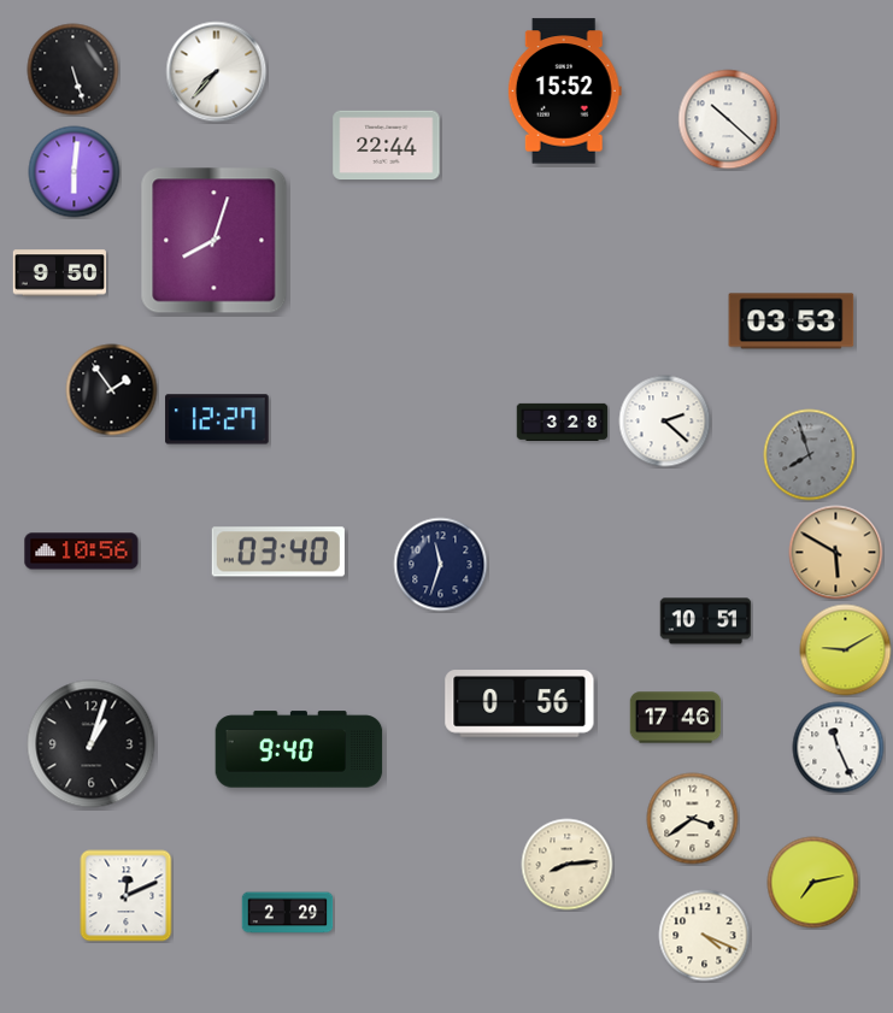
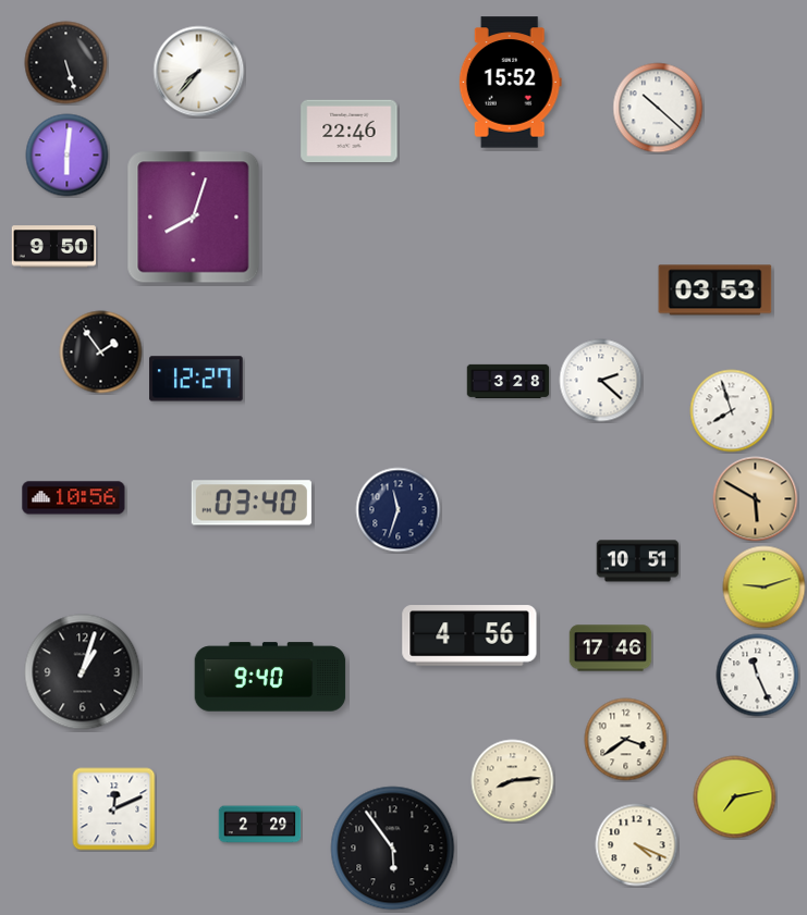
clock at (217, 72) position: (217, 72) -> (199, 72)
clock at (387, 146): 22:44 -> 22:46
clock at (810, 455) dial: grey -> white
clock at (278, 552) position: (278, 552) -> (252, 503)
clock at (846, 650): 9:10 -> 9:12
clock at (519, 703): 0:56 -> 4:56
clock at (393, 849): none -> 5:54
